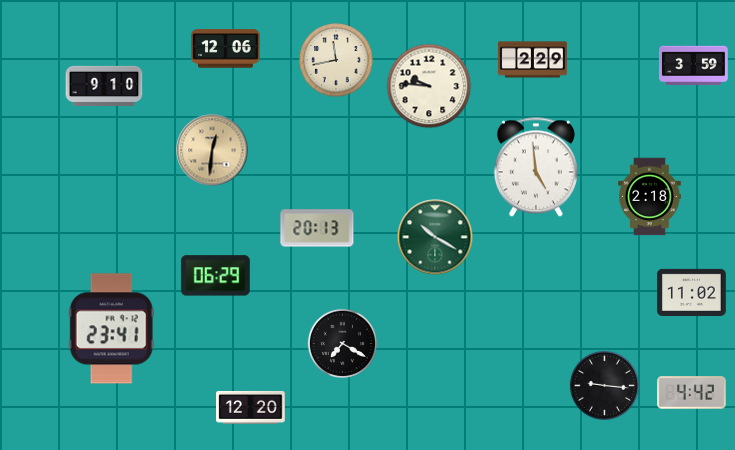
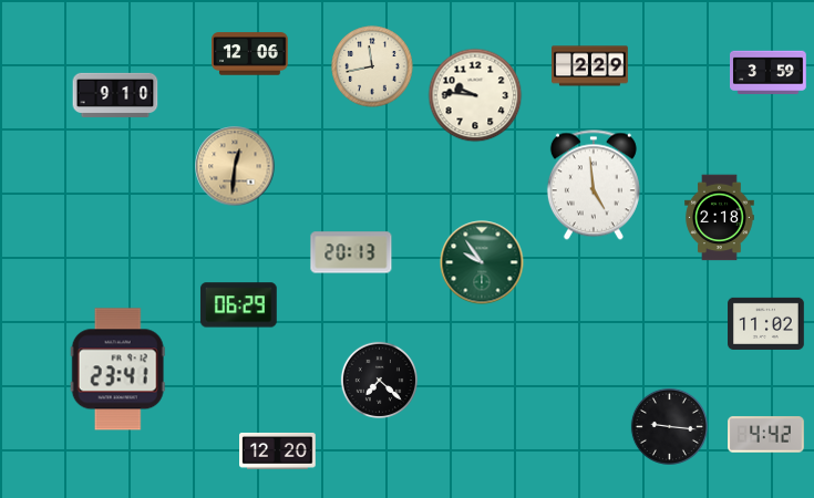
clock at (435, 237): 10:20 -> 9:54
clock at (111, 329) position: (111, 329) -> (117, 370)
clock at (342, 343): 7:20 -> 7:22
